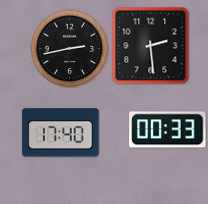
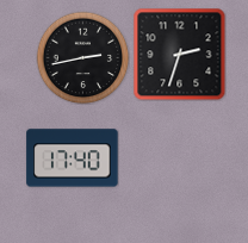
clock at (150, 45): 2:29 -> 2:33
clock at (168, 130): 00:33 -> none
